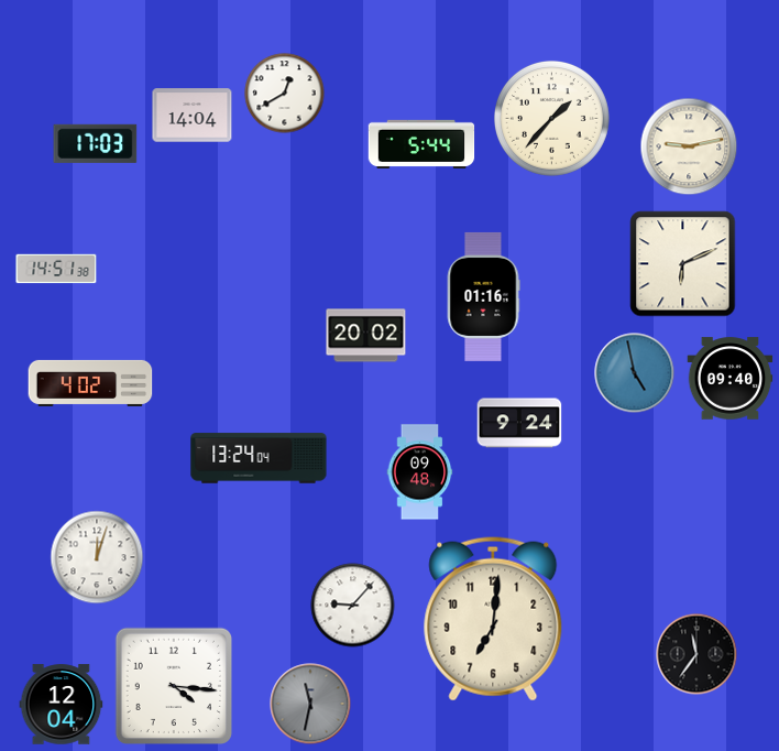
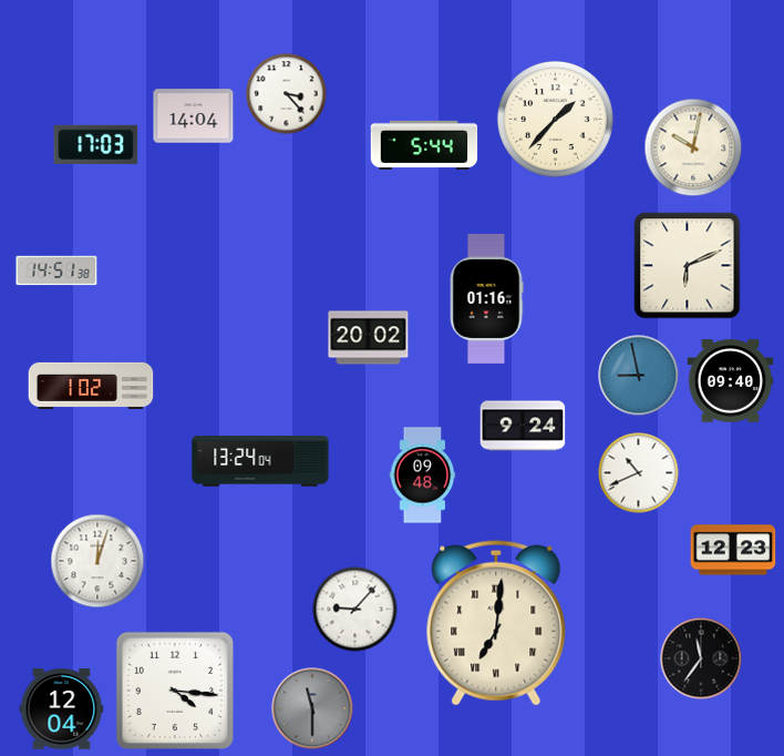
clock at (285, 94): 12:40 -> 3:23
clock at (689, 146): 9:13 -> 10:02
clock at (635, 373): 4:58 -> 8:58
clock at (731, 379) position: (731, 379) -> (731, 381)
clock at (90, 383): 4:02 -> 1:02
clock at (639, 473): none -> 10:41
clock at (733, 550): none -> 12:23
clock at (493, 619) numerals: Arabic -> Roman
clock at (310, 704): 11:32 -> 11:30
